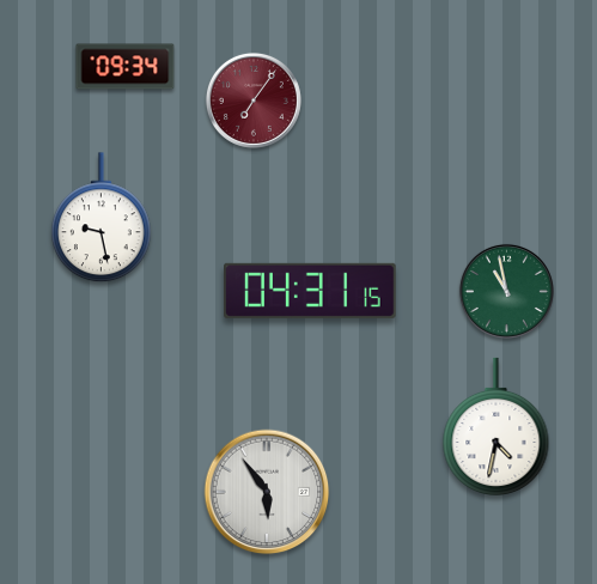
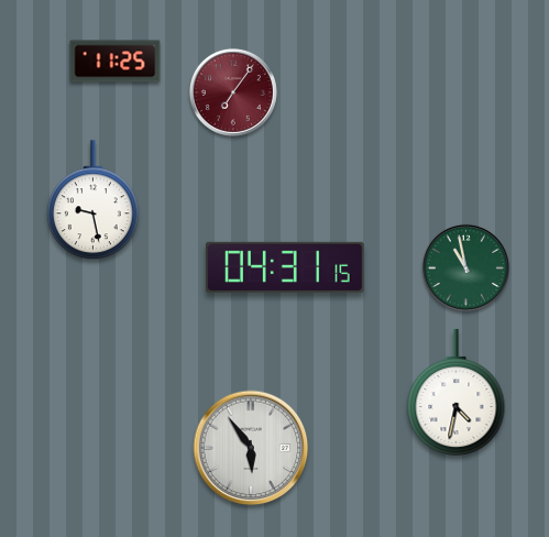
clock at (126, 67): 09:34 -> 11:25
clock at (267, 492) position: (267, 492) -> (251, 448)
